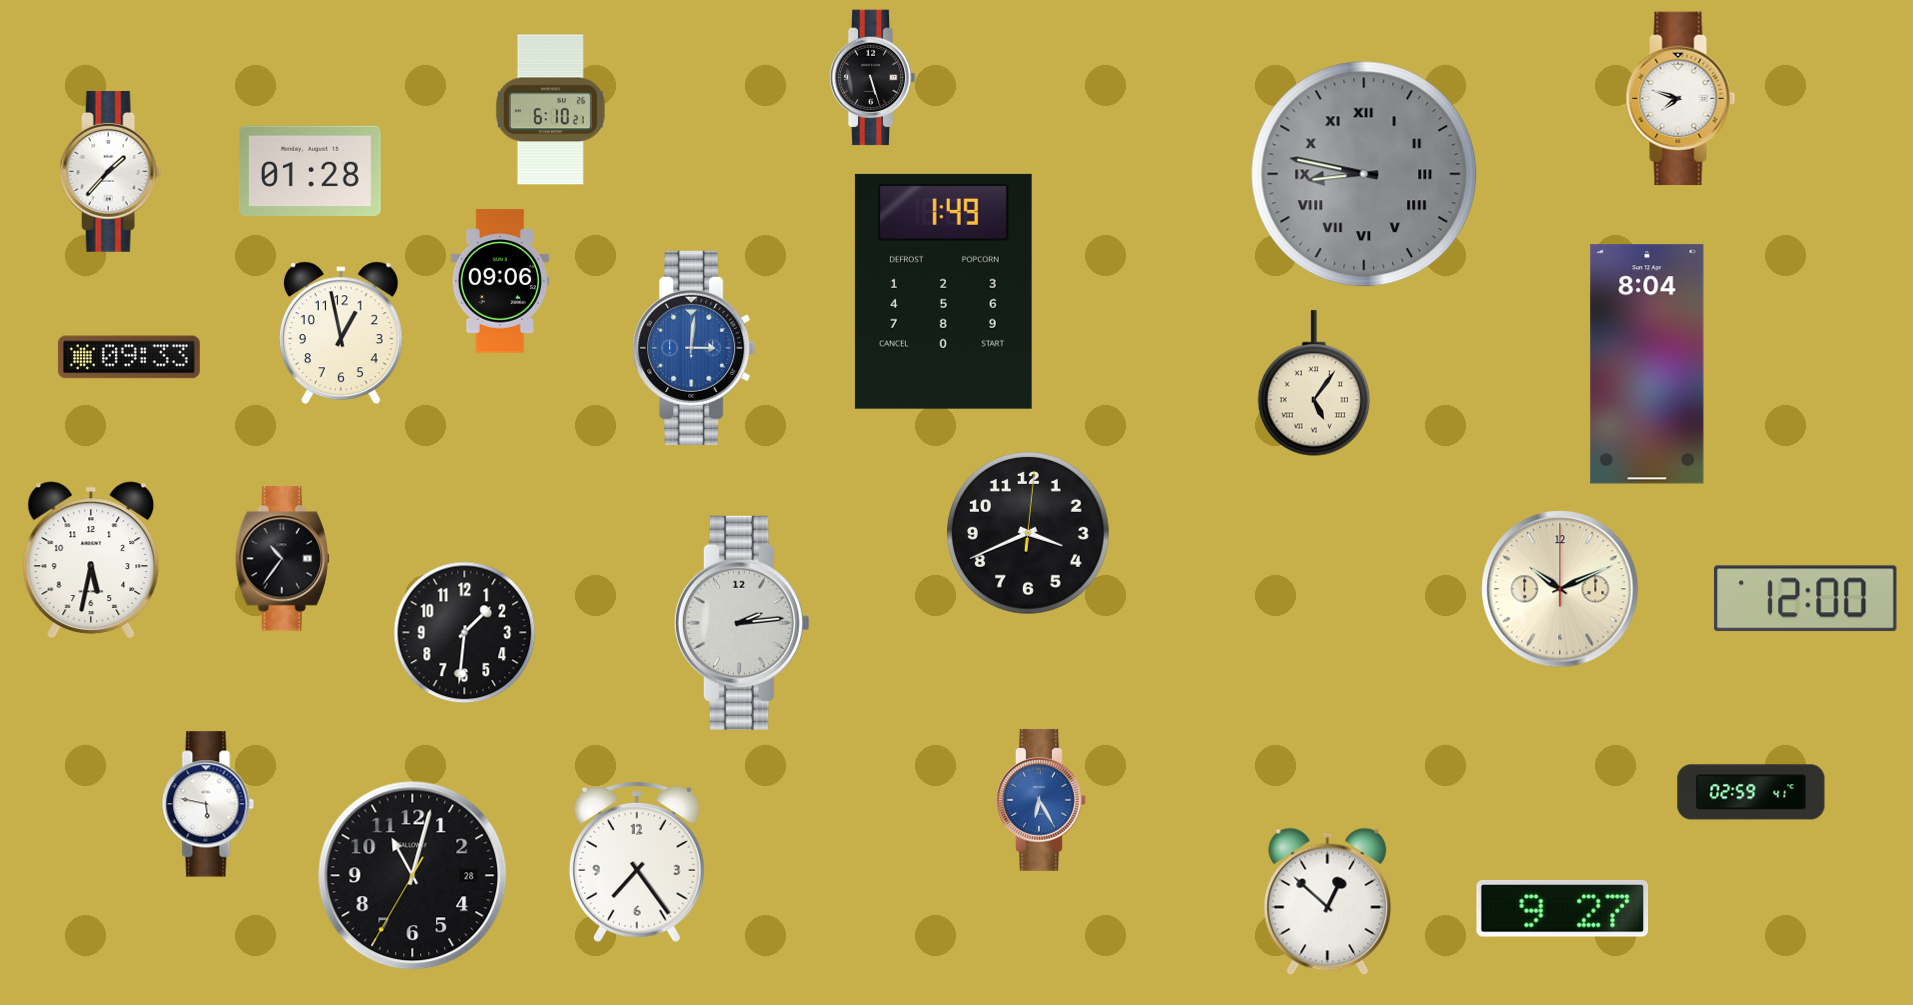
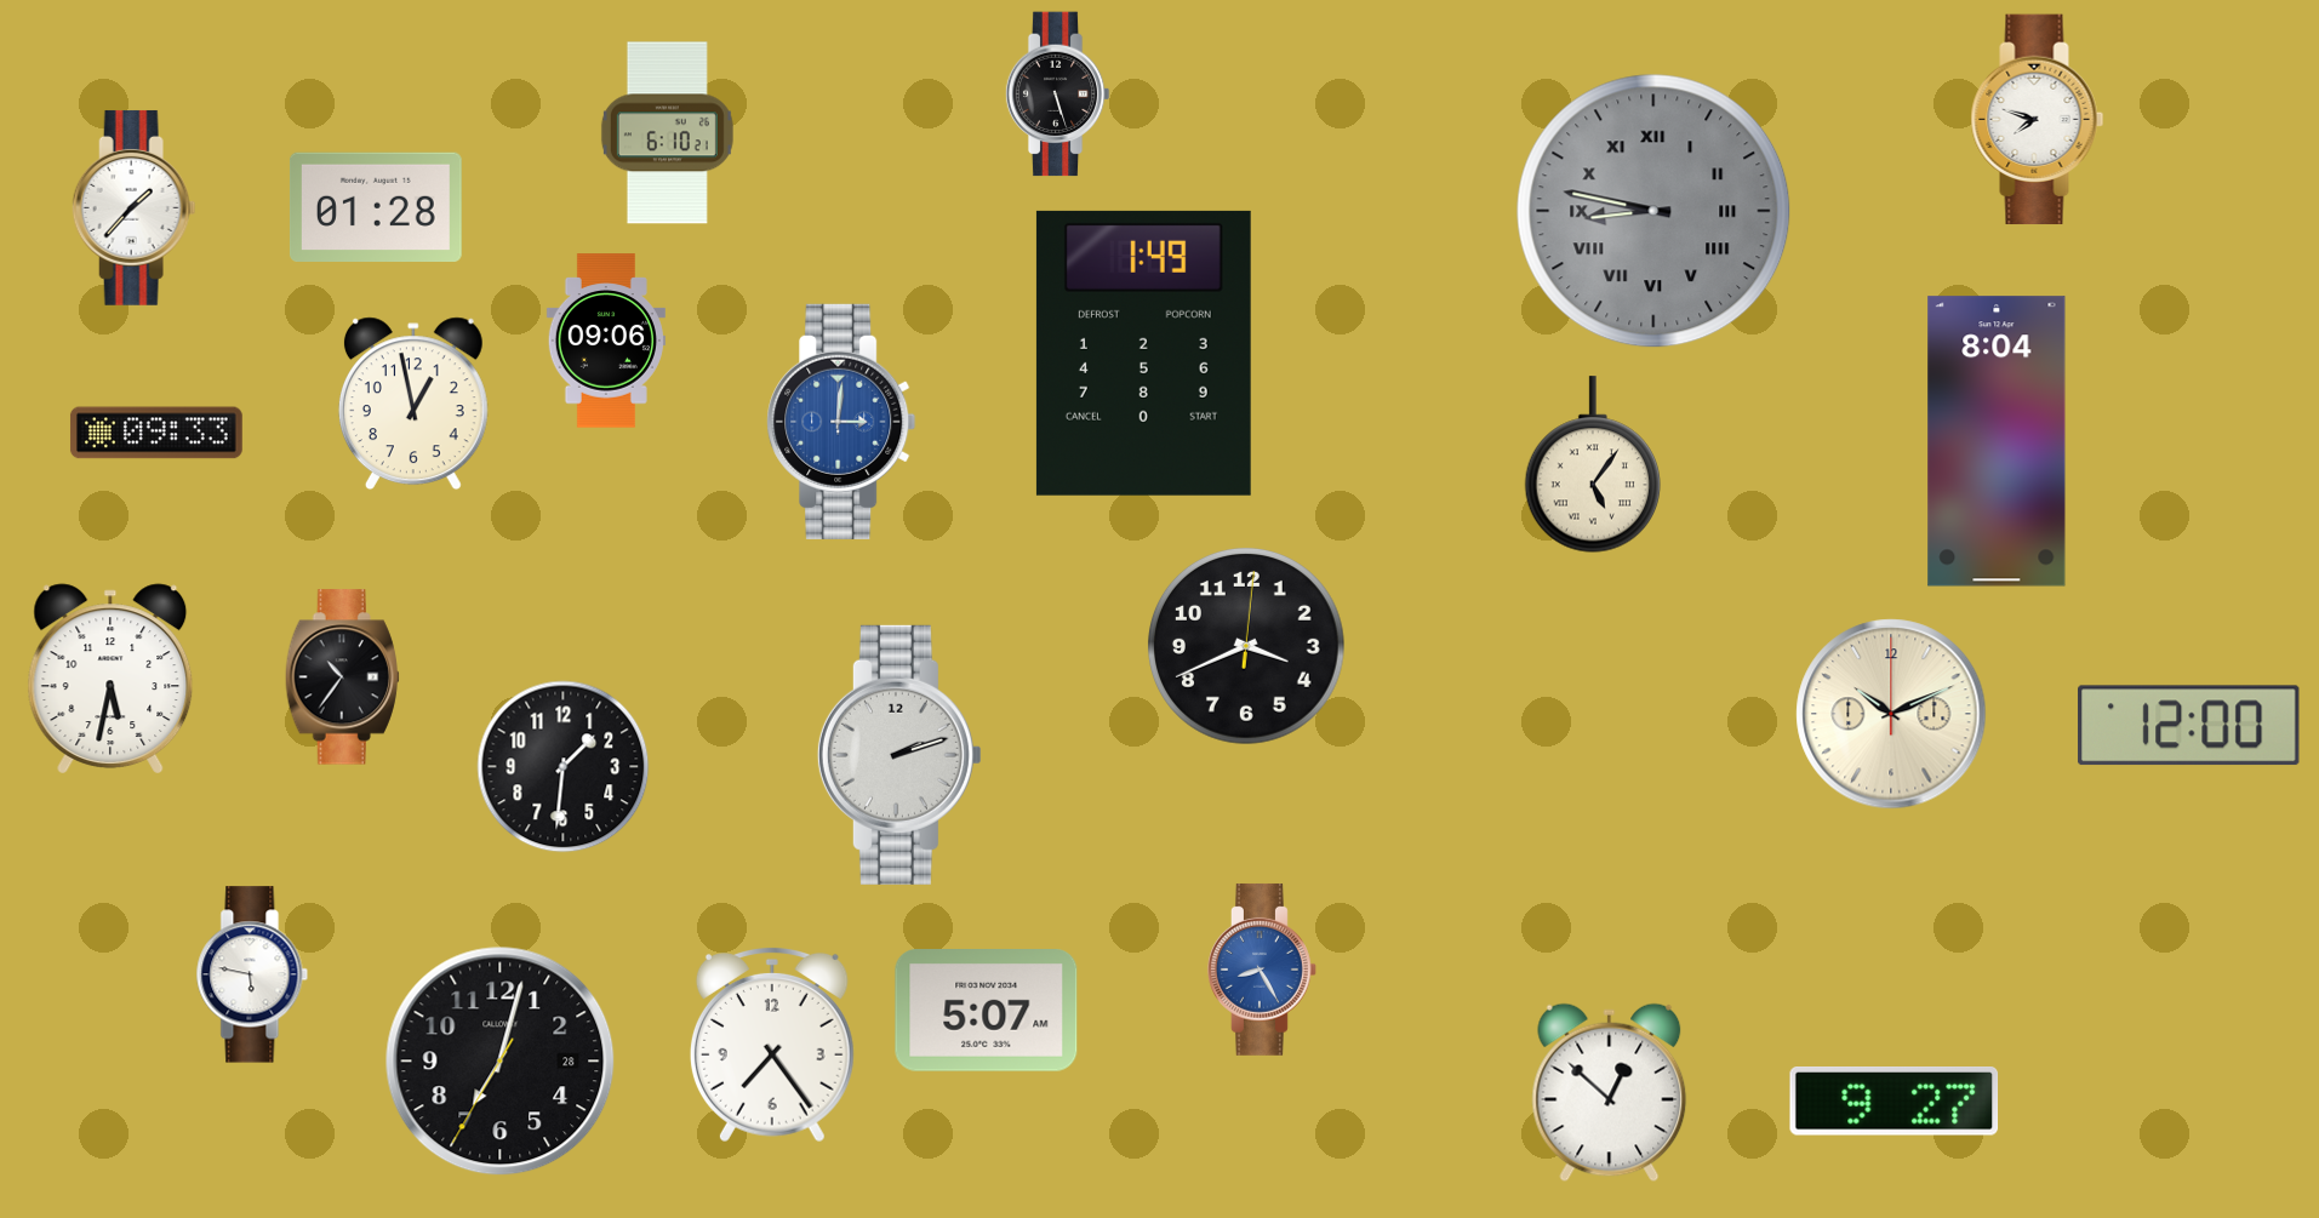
clock at (742, 623): 2:14 -> 2:12
clock at (1751, 792): 02:59 -> none
clock at (1042, 800): 6:25 -> 8:25
clock at (987, 1011): none -> 5:07
clock at (413, 876): 11:02 -> 7:02
